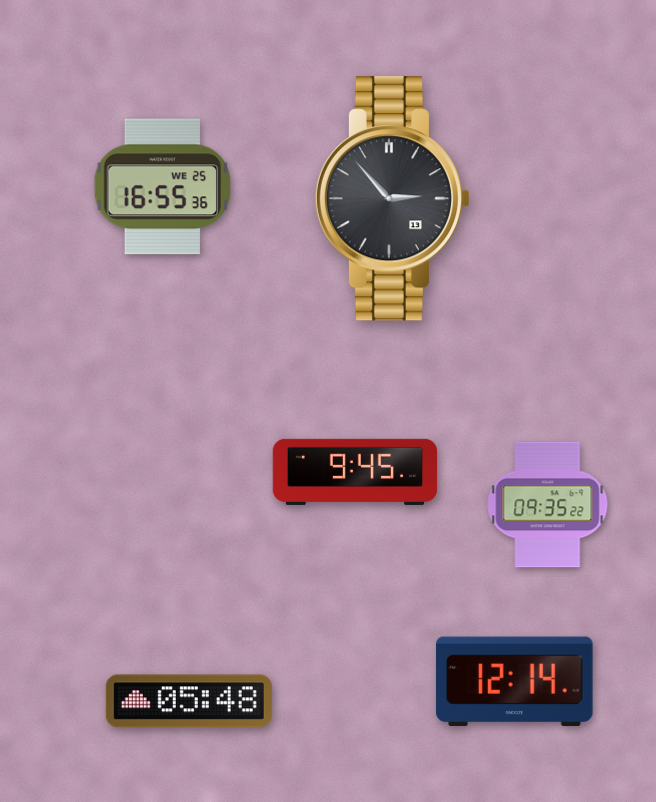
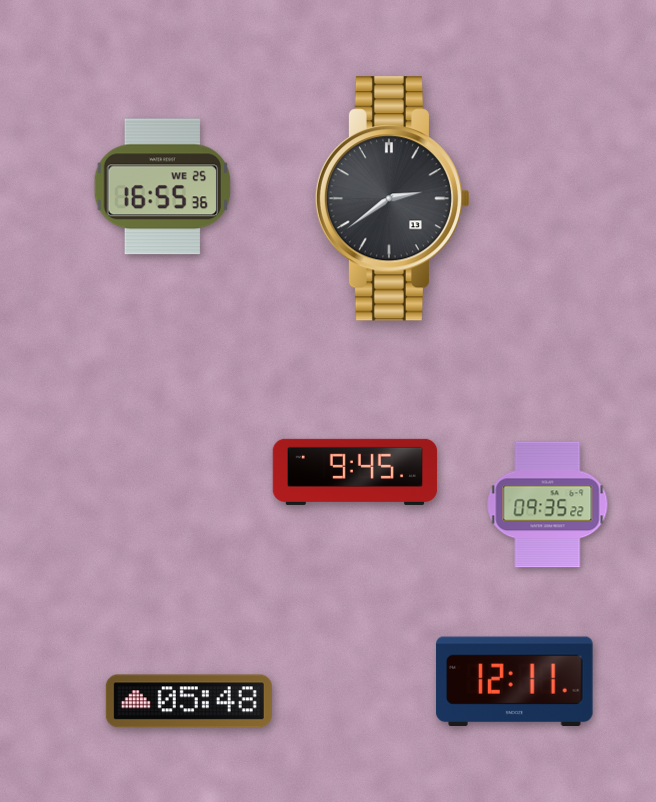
clock at (392, 199): 2:53 -> 2:39
clock at (515, 682): 12:14 -> 12:11
